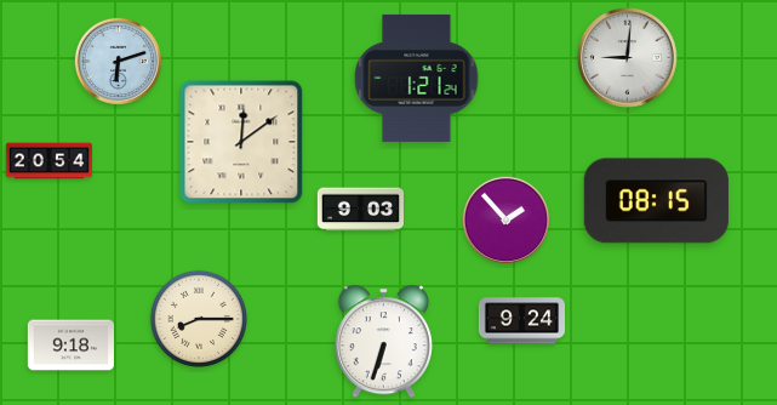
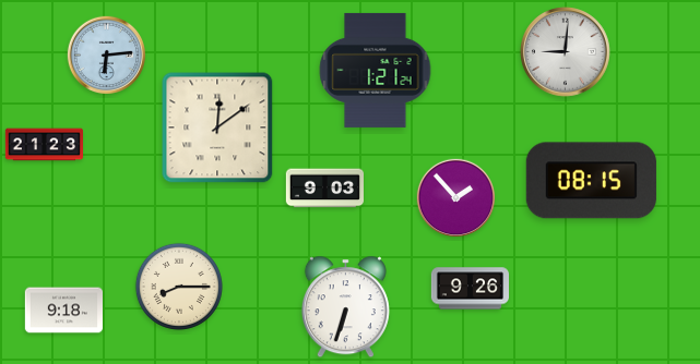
clock at (118, 61): 6:12 -> 6:14
clock at (50, 161): 20:54 -> 21:23
clock at (521, 321): 9:24 -> 9:26
